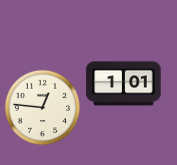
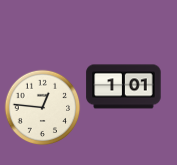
clock at (124, 84) position: (124, 84) -> (124, 87)
